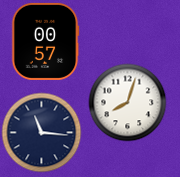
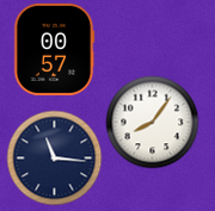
clock at (127, 102): 8:03 -> 8:06
clock at (41, 132) position: (41, 132) -> (54, 157)
